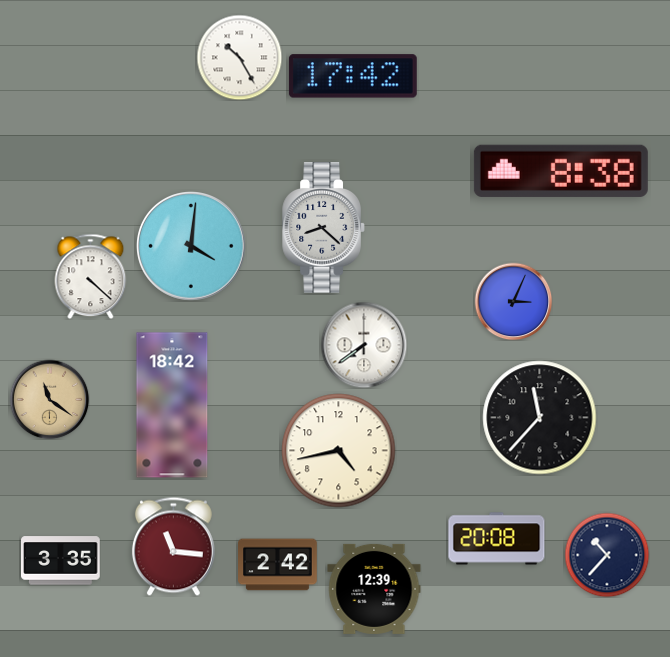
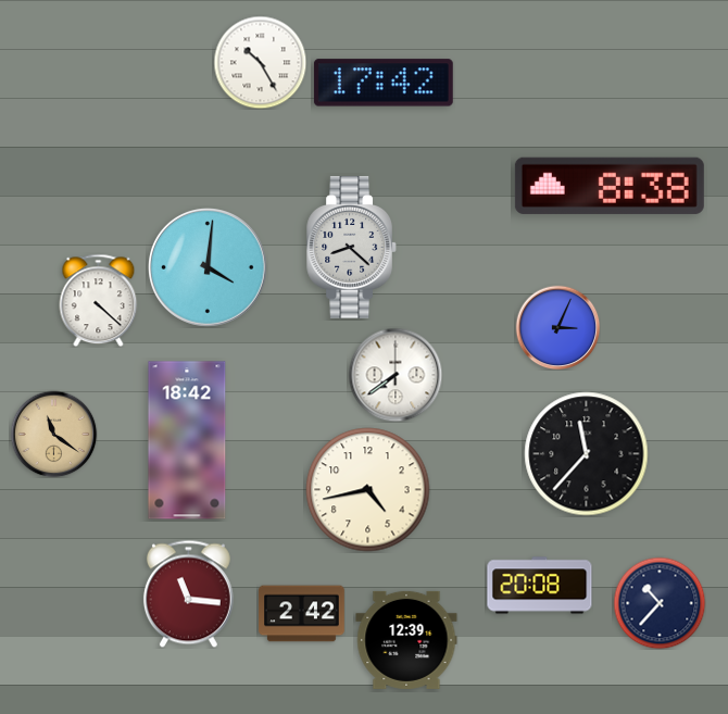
clock at (61, 561): 3:35 -> none
